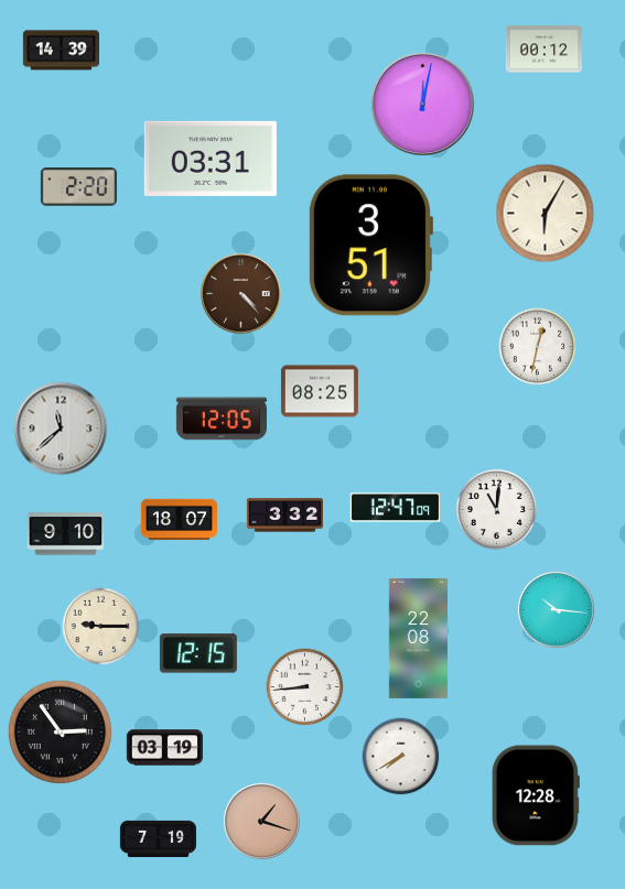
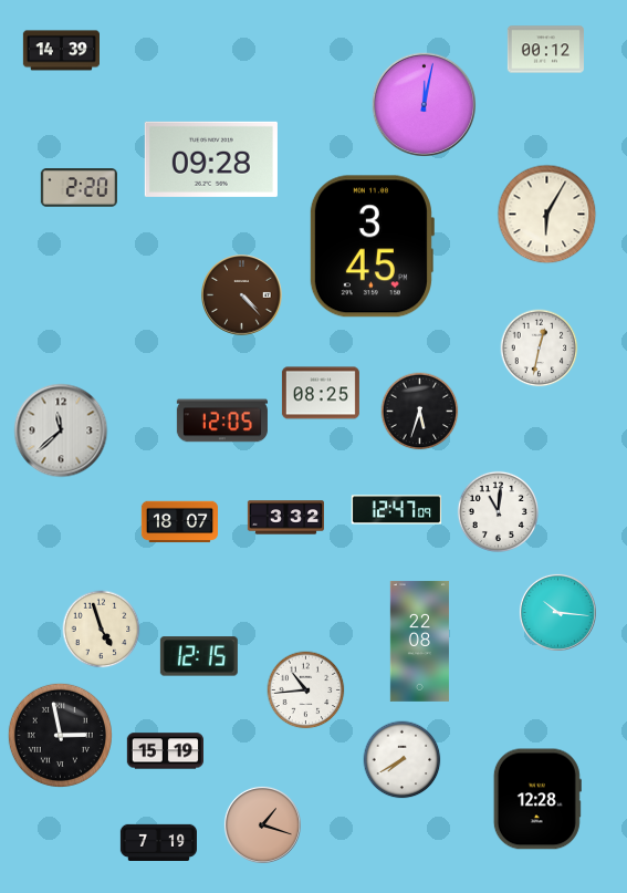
clock at (211, 159): 03:31 -> 09:28
clock at (370, 246): 3:51 -> 3:45
clock at (420, 412): none -> 5:33
clock at (65, 534): 9:10 -> none
clock at (101, 627): 9:15 -> 4:57
clock at (305, 687): 8:44 -> 10:44
clock at (60, 731): 2:54 -> 2:58
clock at (164, 748): 03:19 -> 15:19
